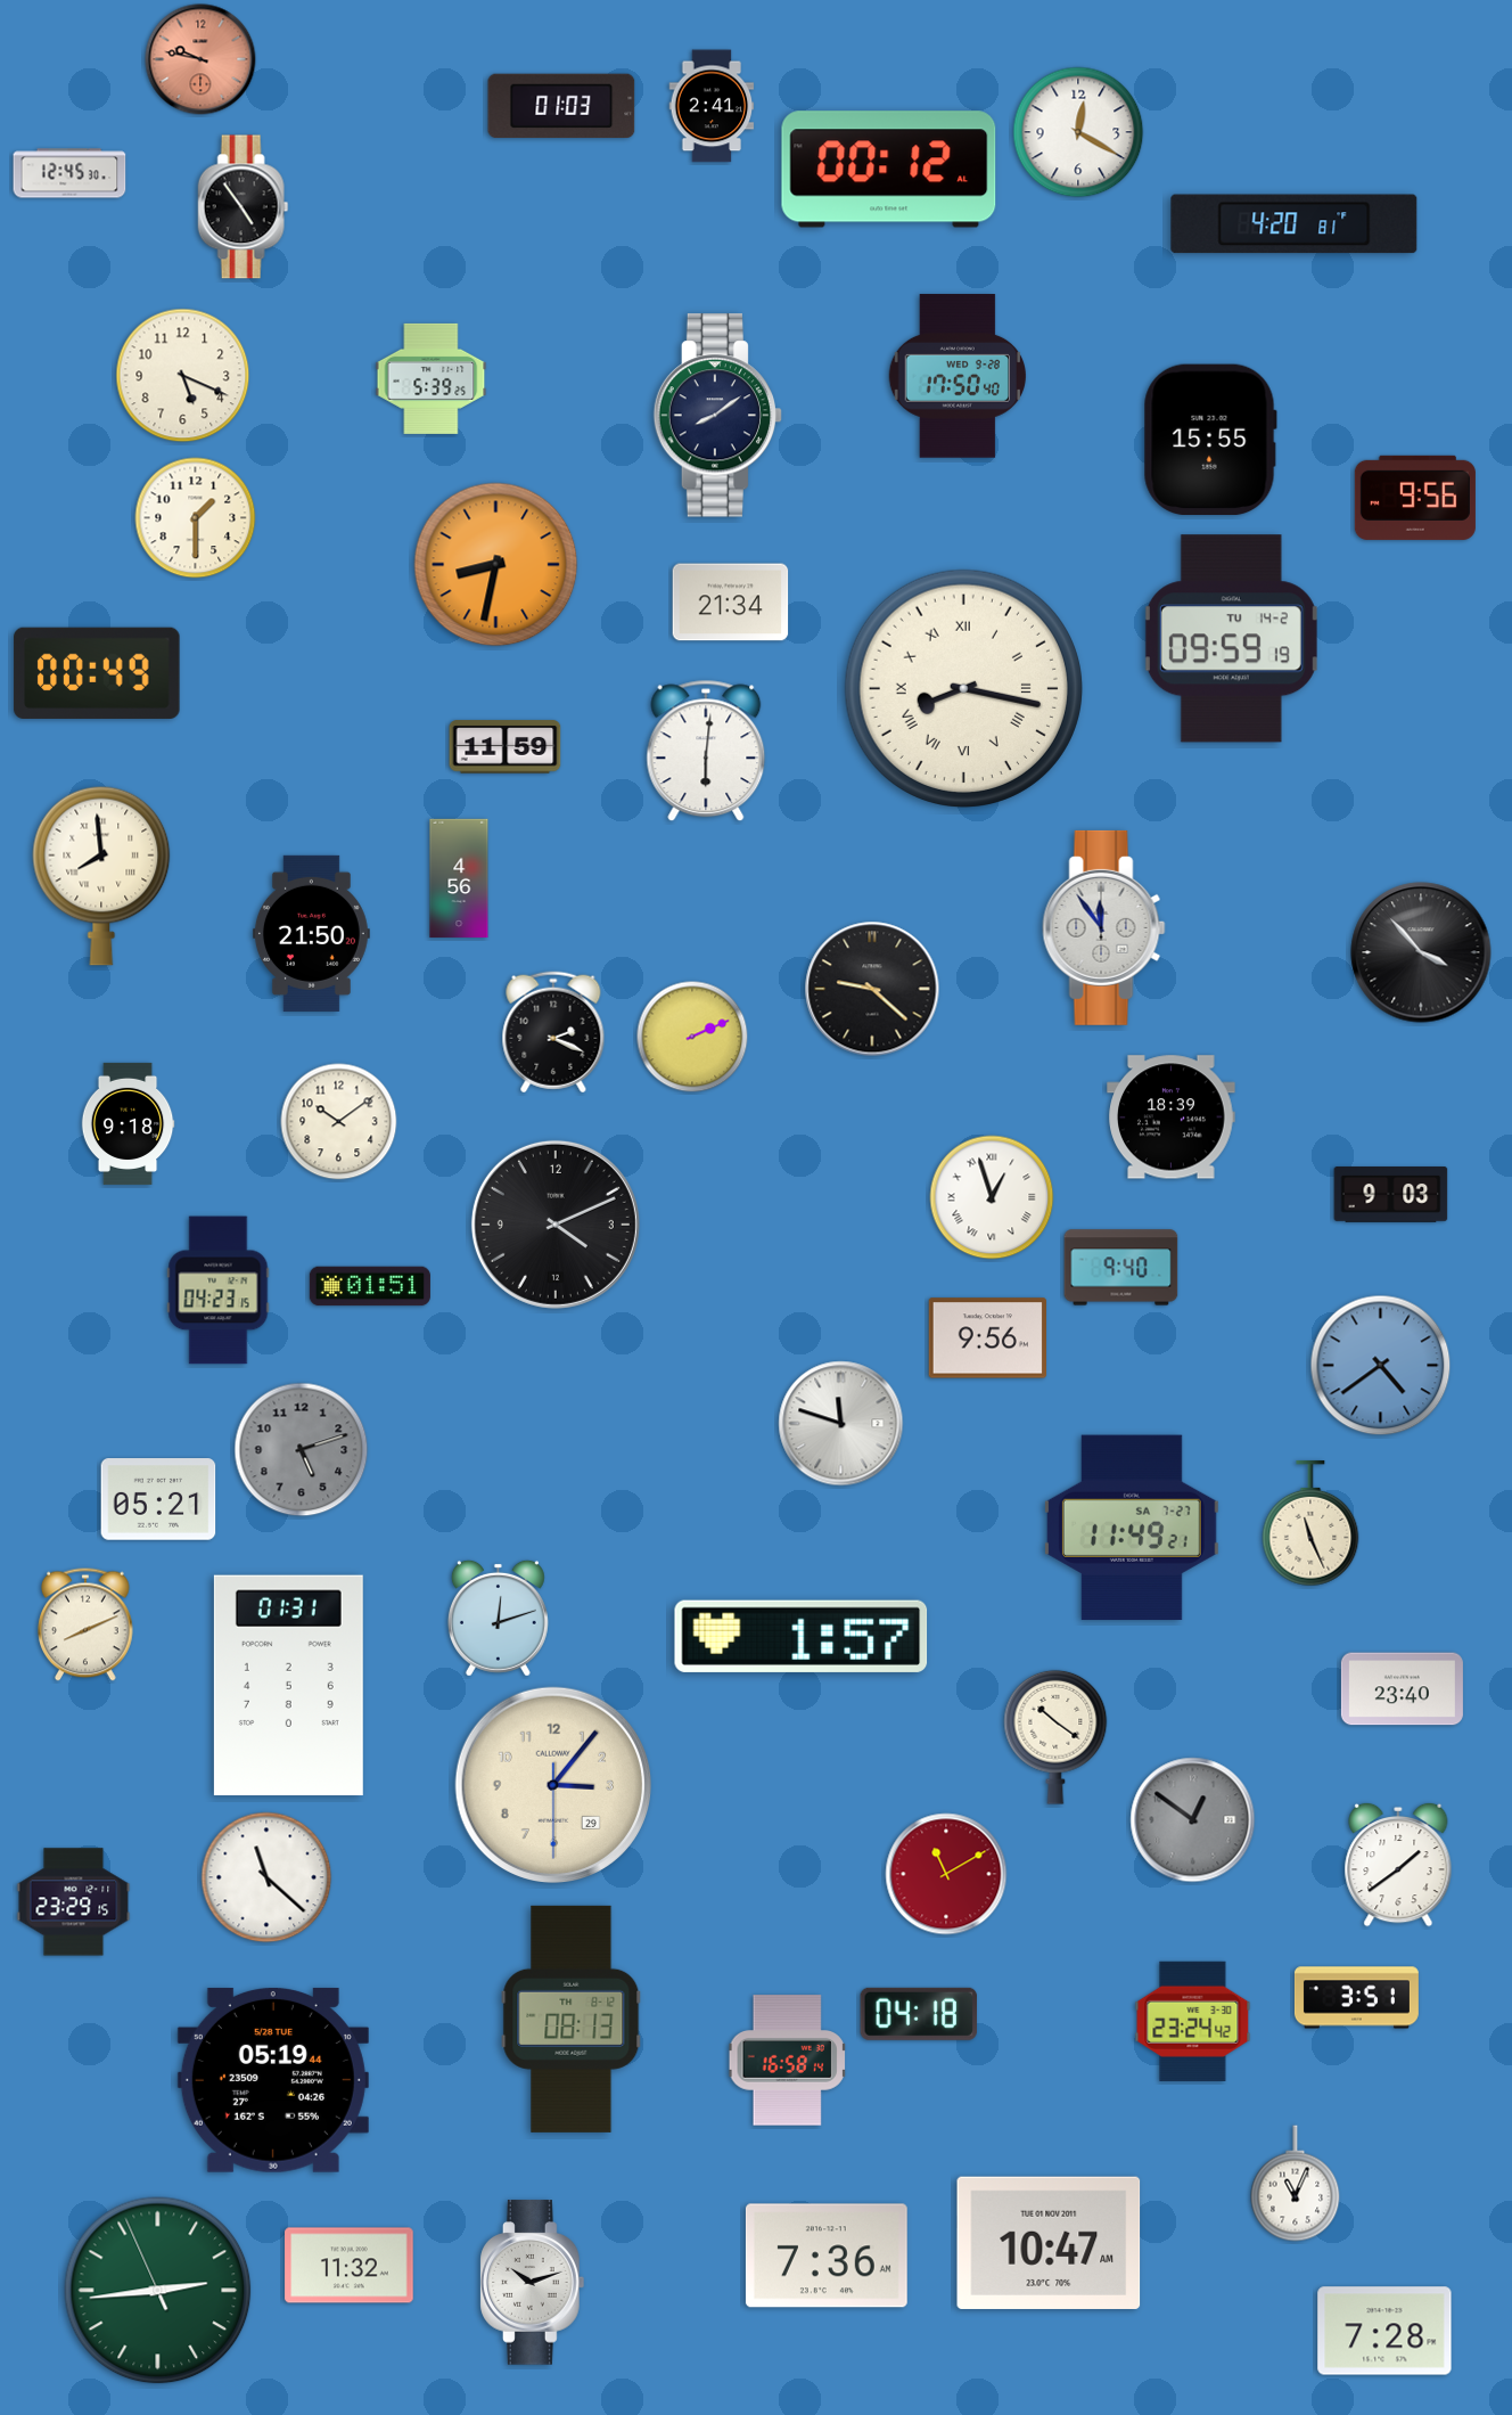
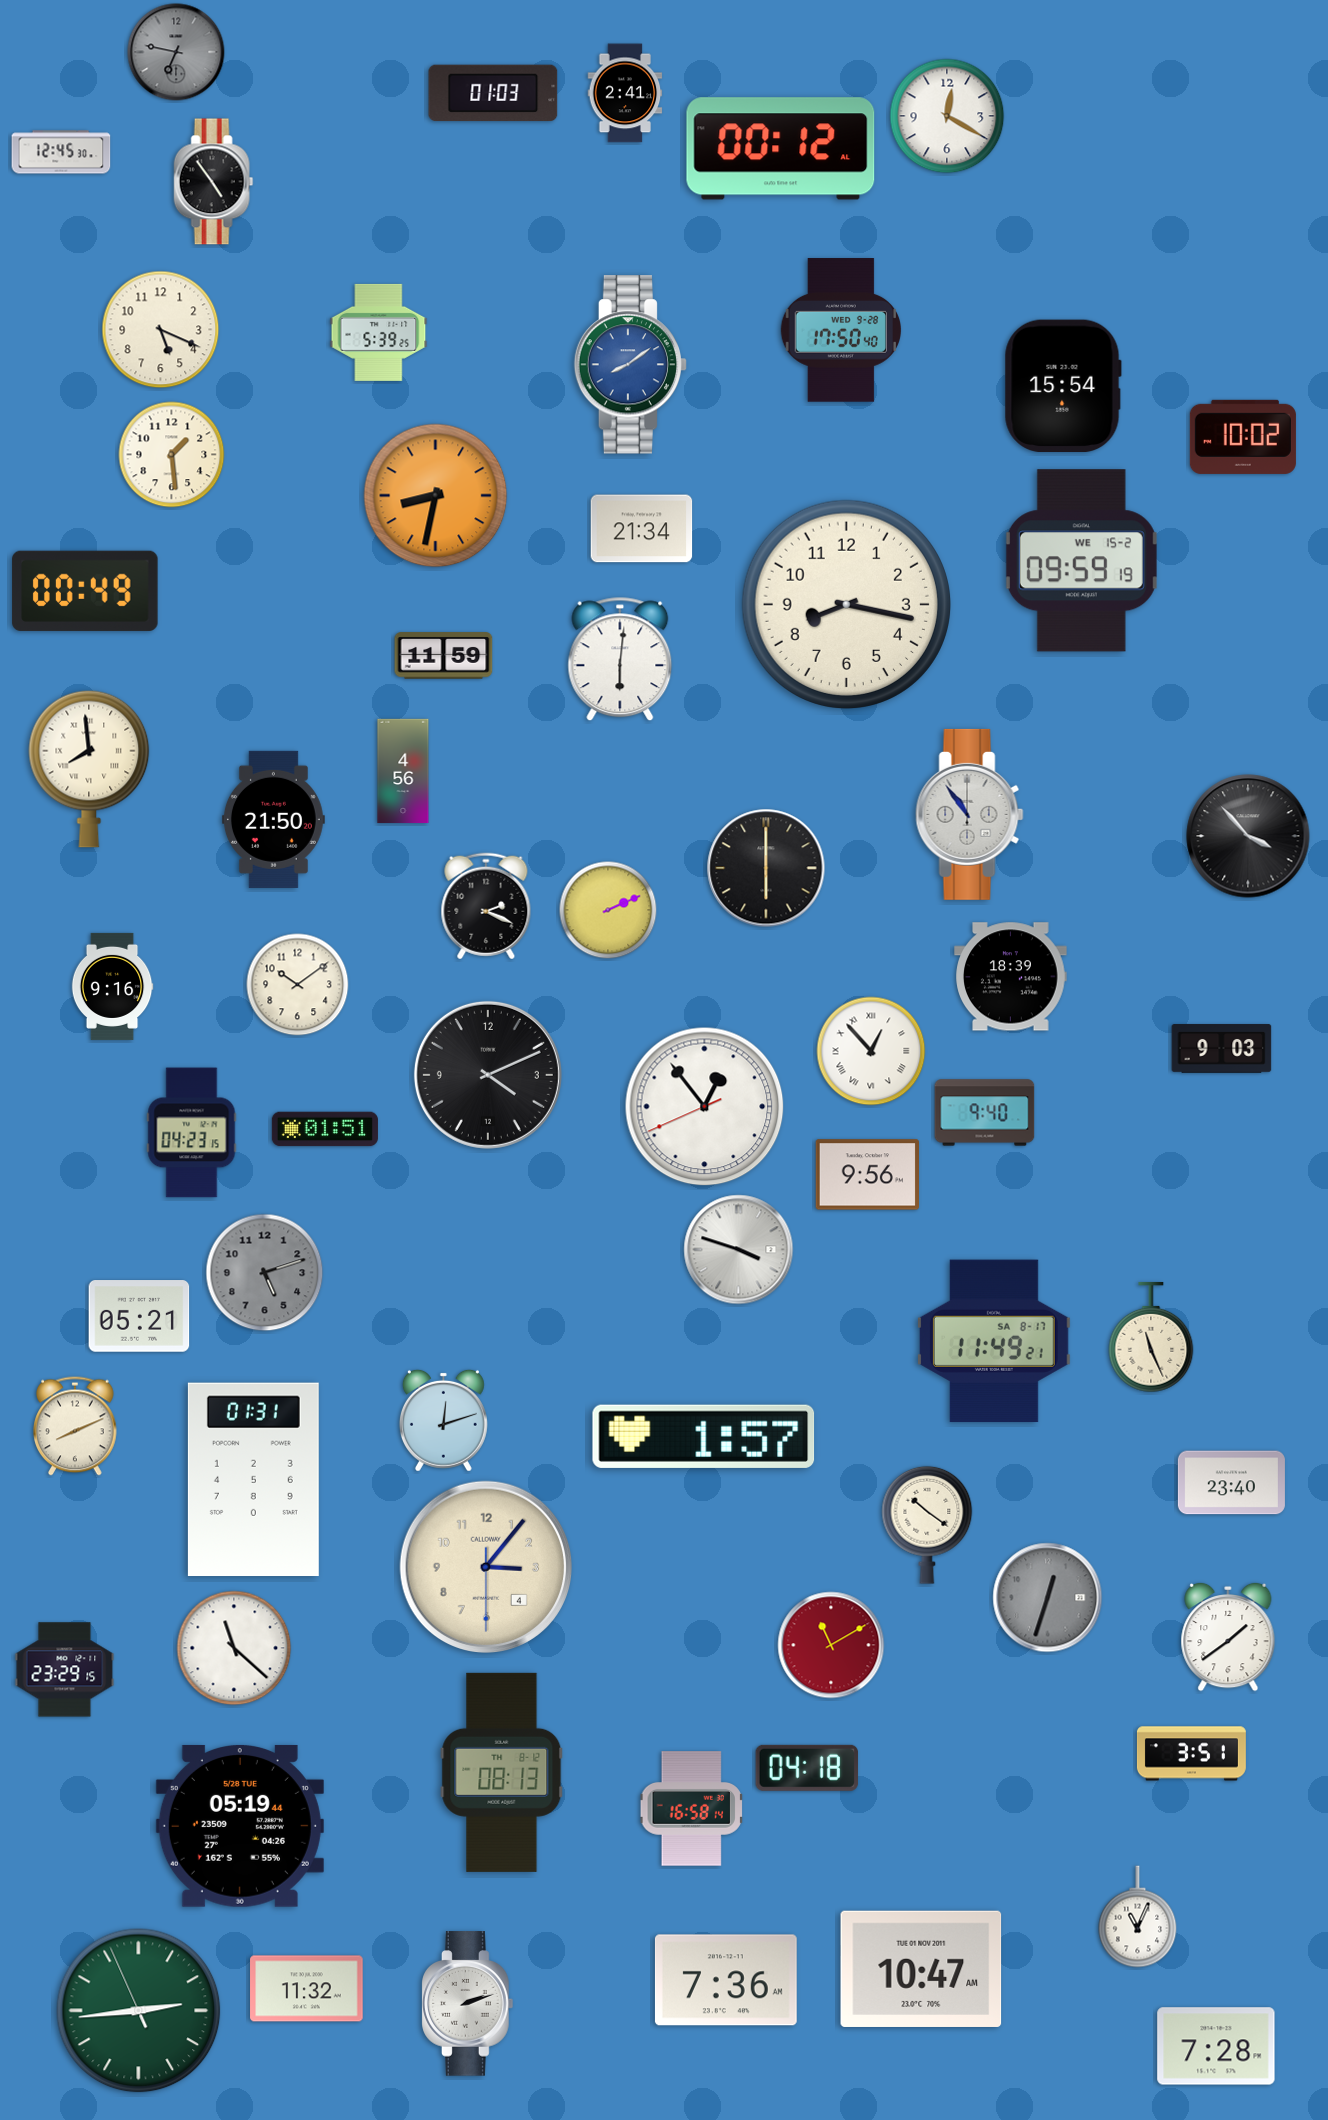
clock at (200, 59): 9:47 -> 6:47
clock at (200, 59) dial: salmon -> grey
clock at (1295, 224): 4:20 -> none
clock at (718, 416) dial: navy -> blue
clock at (1210, 439): 15:55 -> 15:54
clock at (1415, 498): 9:56 -> 10:02
clock at (196, 518): 1:30 -> 1:29
clock at (1231, 639) date: TU 14-2 -> WE 15-2
clock at (963, 688) numerals: Roman -> Arabic
clock at (1104, 927): 11:54 -> 10:54
clock at (872, 989): 9:22 -> 6:00
clock at (1172, 1118) position: (1172, 1118) -> (1011, 977)
clock at (128, 1123): 9:18 -> 9:16
clock at (992, 1197): 12:57 -> 12:53
clock at (705, 1107): none -> 12:53
clock at (1381, 1366): 4:39 -> none
clock at (841, 1424): 11:48 -> 3:48
clock at (1132, 1528) date: SA 7-27 -> SA 8-17
clock at (498, 1618) position: (498, 1618) -> (443, 1420)
clock at (552, 1784) date: 29 -> 4
clock at (1193, 1820): 12:51 -> 12:33
clock at (1193, 2021): 23:24 -> none
clock at (533, 2283): 10:12 -> 2:12
